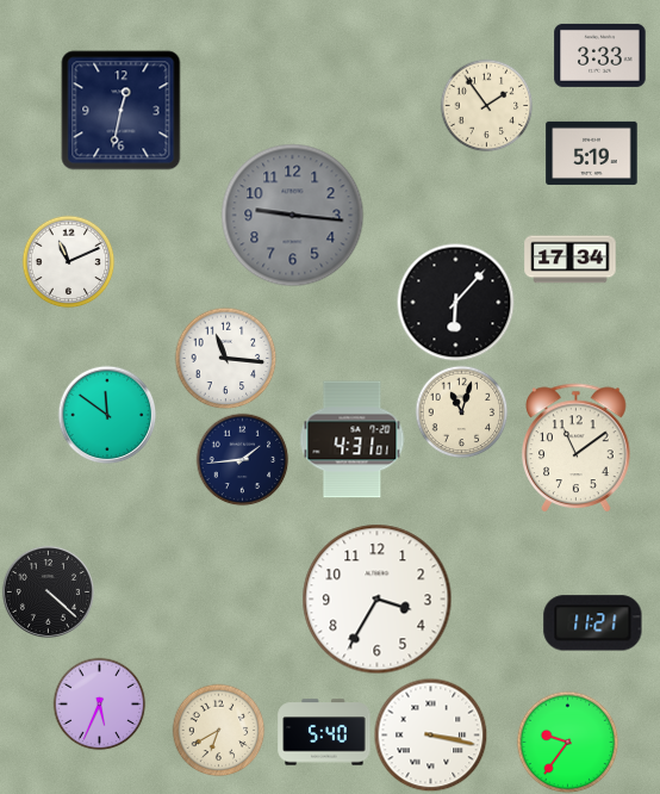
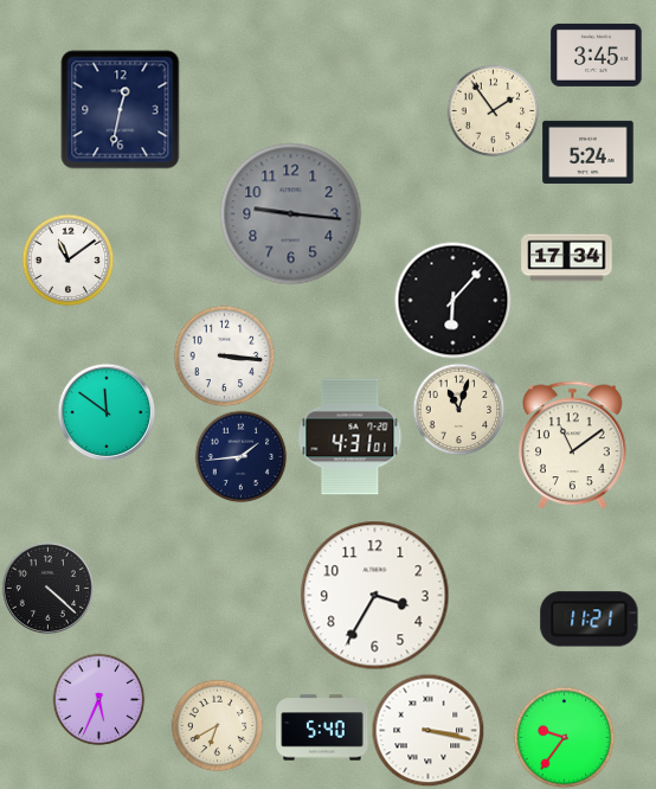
clock at (600, 55): 3:33 -> 3:45
clock at (486, 105) position: (486, 105) -> (493, 110)
clock at (592, 153): 5:19 -> 5:24
clock at (68, 261): 11:11 -> 11:09
clock at (225, 358): 11:16 -> 3:16
